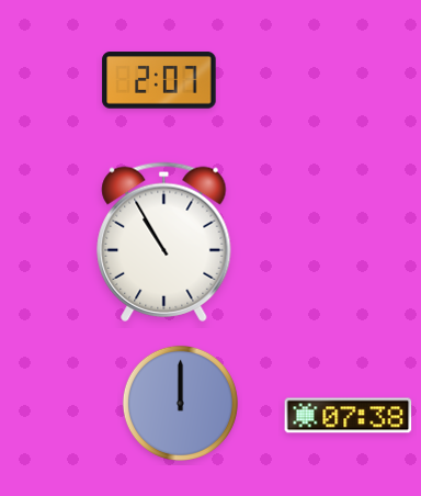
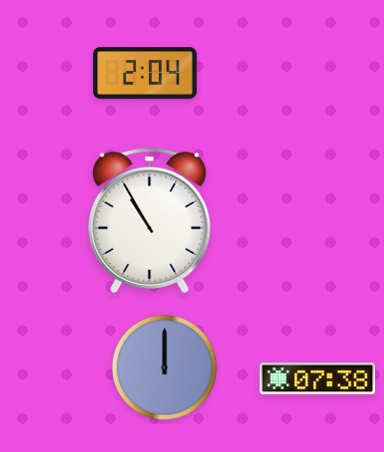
clock at (159, 80): 2:07 -> 2:04
